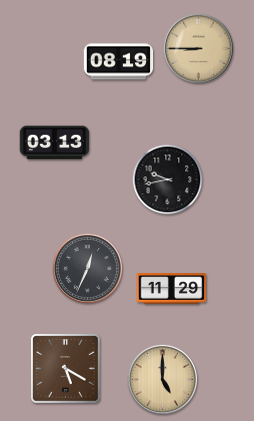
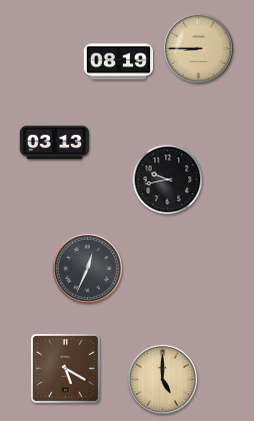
clock at (172, 289): 11:29 -> none
